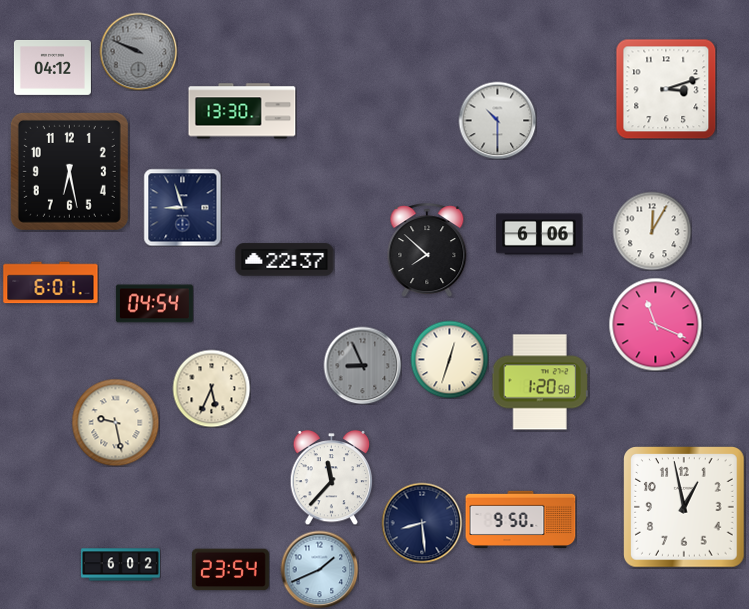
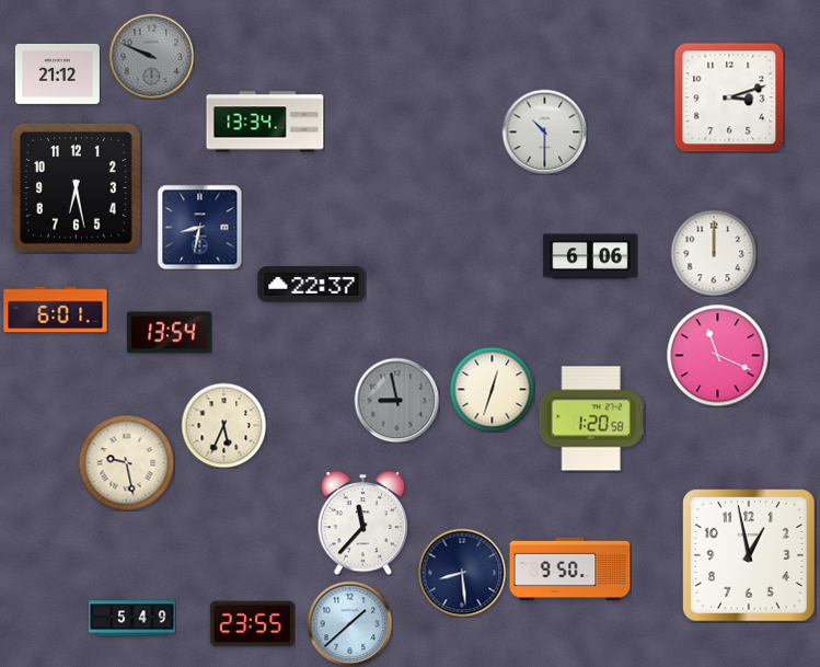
clock at (52, 67): 04:12 -> 21:12
clock at (242, 111): 13:30 -> 13:34
clock at (182, 207): 8:57 -> 8:32
clock at (652, 231): 12:05 -> 12:00
clock at (427, 250): 7:52 -> none
clock at (154, 304): 04:54 -> 13:54
clock at (449, 359) position: (449, 359) -> (492, 389)
clock at (362, 365): 8:56 -> 8:58
clock at (211, 388) position: (211, 388) -> (223, 425)
clock at (120, 565): 6:02 -> 5:49
clock at (319, 569): 1:41 -> 1:38
clock at (230, 570): 23:54 -> 23:55
